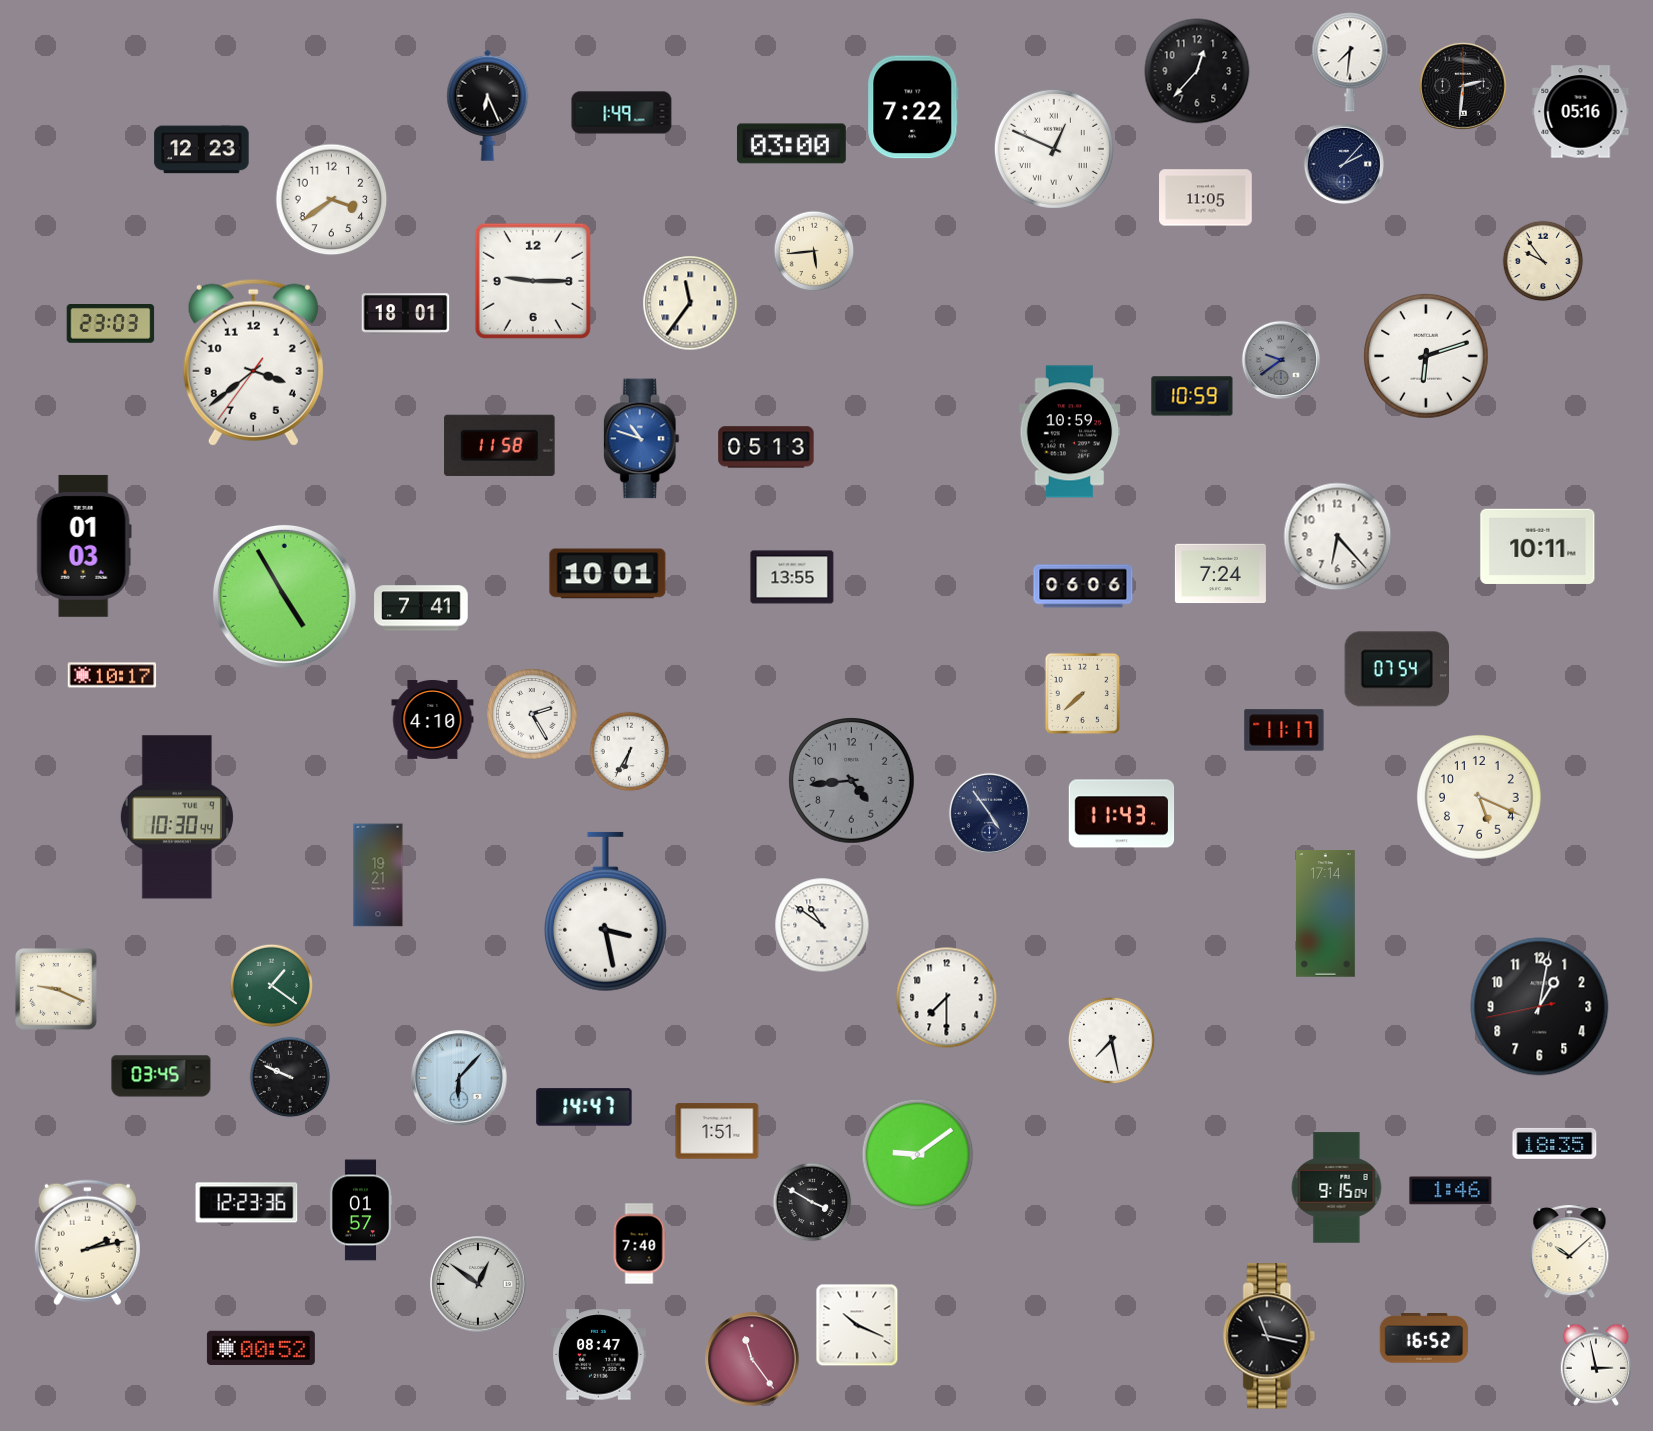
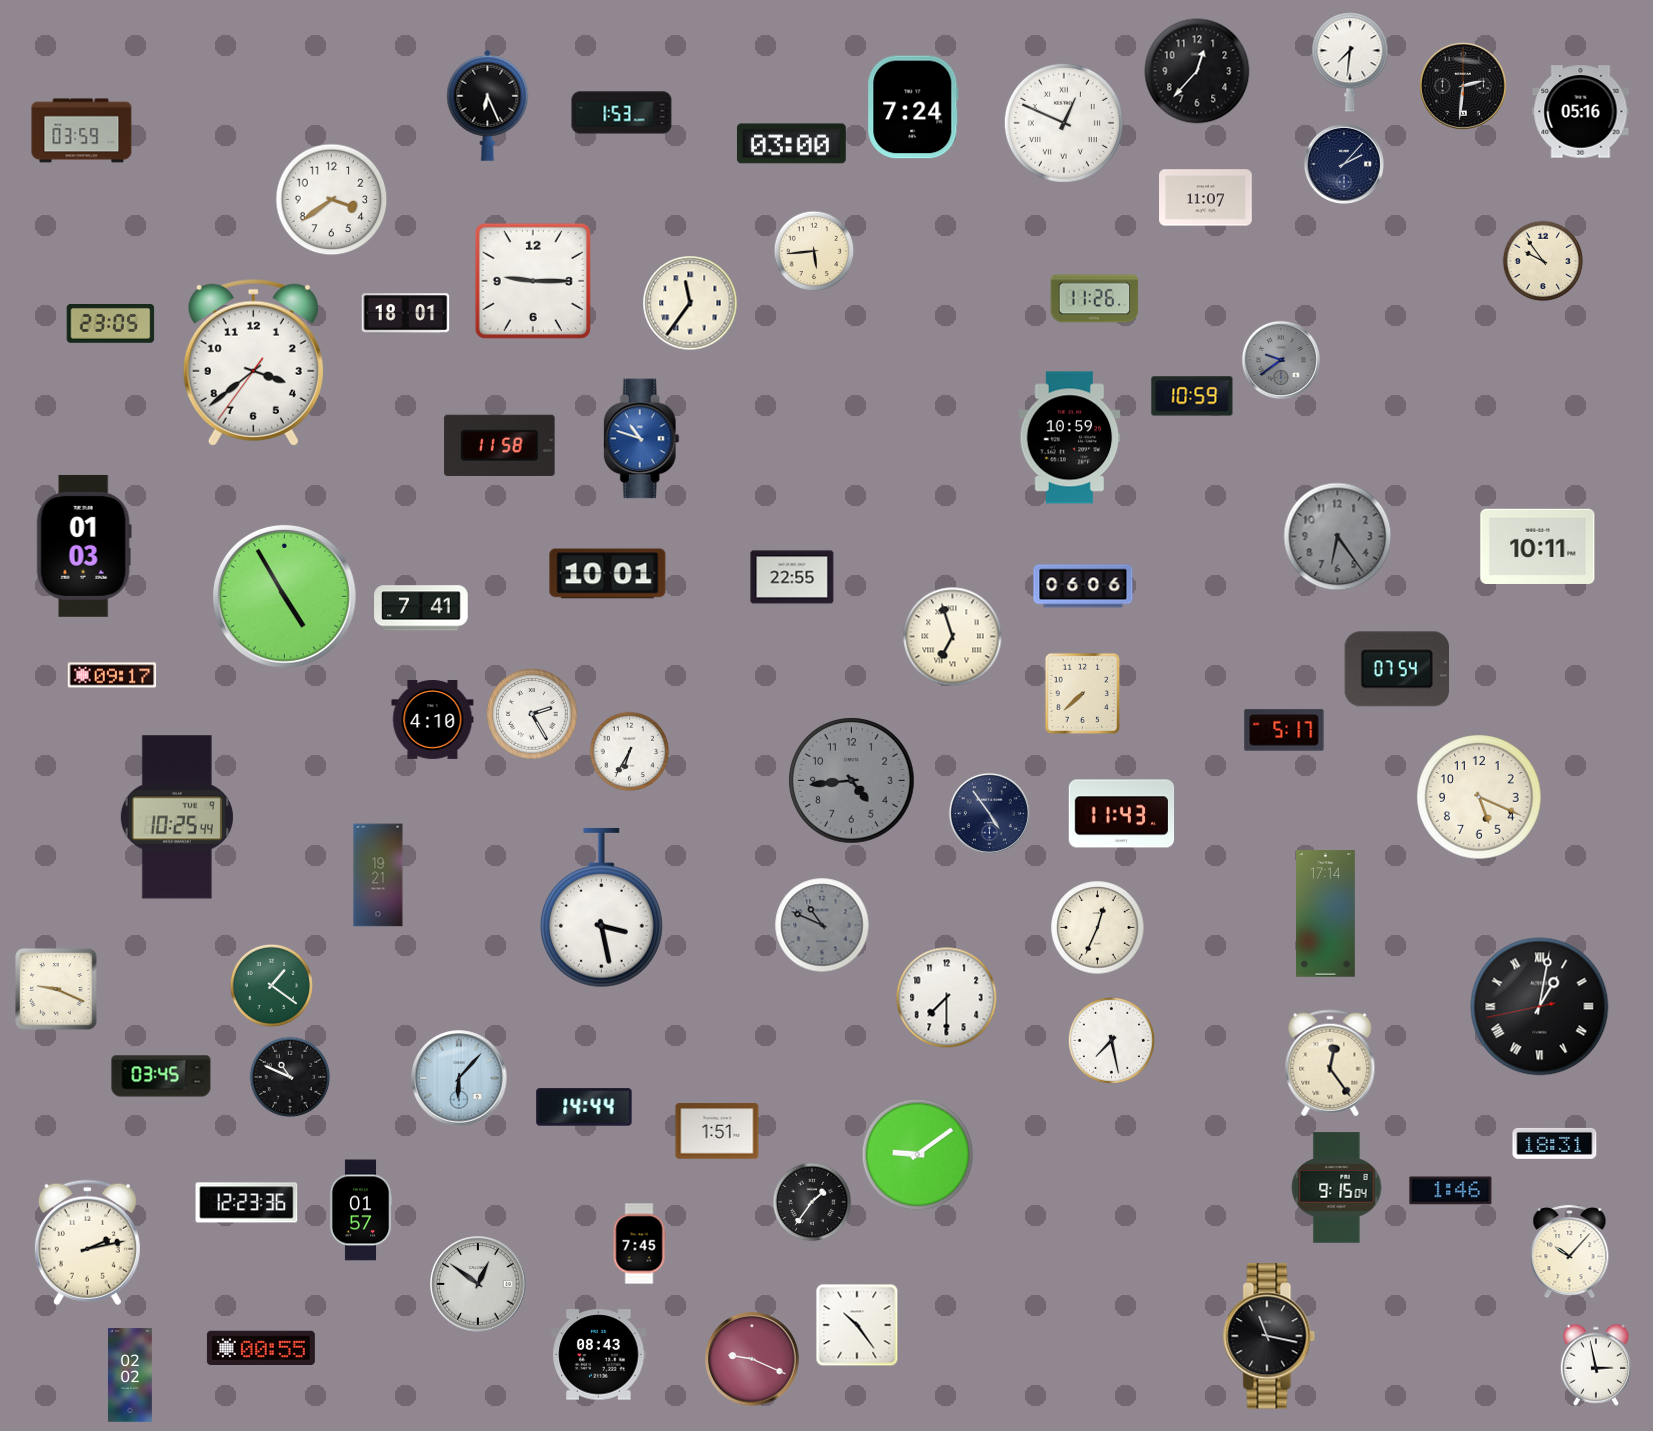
clock at (913, 107): 7:22 -> 7:24
clock at (622, 113): 1:49 -> 1:53
clock at (82, 131): none -> 03:59
clock at (1054, 149) position: (1054, 149) -> (1064, 123)
clock at (202, 150): 12:23 -> none
clock at (1206, 198): 11:05 -> 11:07
clock at (1095, 299): none -> 11:26
clock at (111, 324): 23:03 -> 23:05
clock at (1426, 356): 6:12 -> none
clock at (1070, 432) position: (1070, 432) -> (1070, 438)
clock at (766, 447): 05:13 -> none
clock at (1338, 537): 6:23 -> 6:24
clock at (1338, 537) dial: white -> grey
clock at (1220, 574): 7:24 -> none
clock at (792, 577): 13:55 -> 22:55
clock at (953, 637): none -> 6:57
clock at (112, 675): 10:17 -> 09:17
clock at (1284, 730): 11:17 -> 5:17
clock at (177, 817): 10:30 -> 10:25
clock at (605, 912) position: (605, 912) -> (601, 908)
clock at (822, 925): 10:51 -> 10:49
clock at (822, 925) dial: white -> grey
clock at (1098, 928): none -> 12:34
clock at (1540, 1007) numerals: Arabic -> Roman
clock at (1330, 1063): none -> 12:24
clock at (290, 1077): 9:49 -> 10:49
clock at (584, 1107): 14:47 -> 14:44
clock at (1555, 1143): 18:35 -> 18:31
clock at (812, 1202): 3:50 -> 1:36
clock at (639, 1244): 7:40 -> 7:45
clock at (1570, 1252): 10:08 -> 10:07
clock at (857, 1325): 10:19 -> 10:24
clock at (1424, 1338): 16:52 -> none
clock at (261, 1347): 00:52 -> 00:55
clock at (599, 1355): 08:47 -> 08:43
clock at (752, 1359): 11:24 -> 9:19
clock at (130, 1375): none -> 02:02
